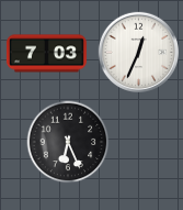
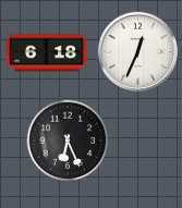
clock at (46, 54): 7:03 -> 6:18
